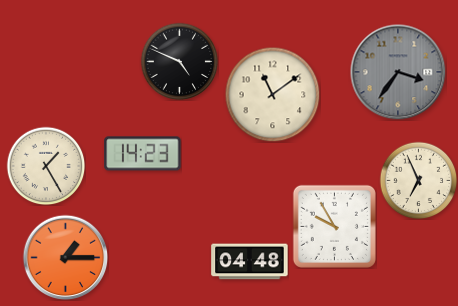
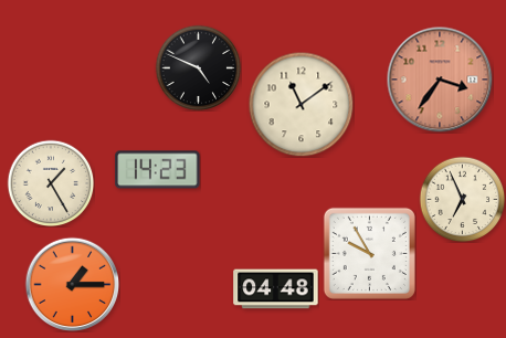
clock at (398, 72) dial: grey -> salmon
clock at (334, 226) position: (334, 226) -> (369, 253)
